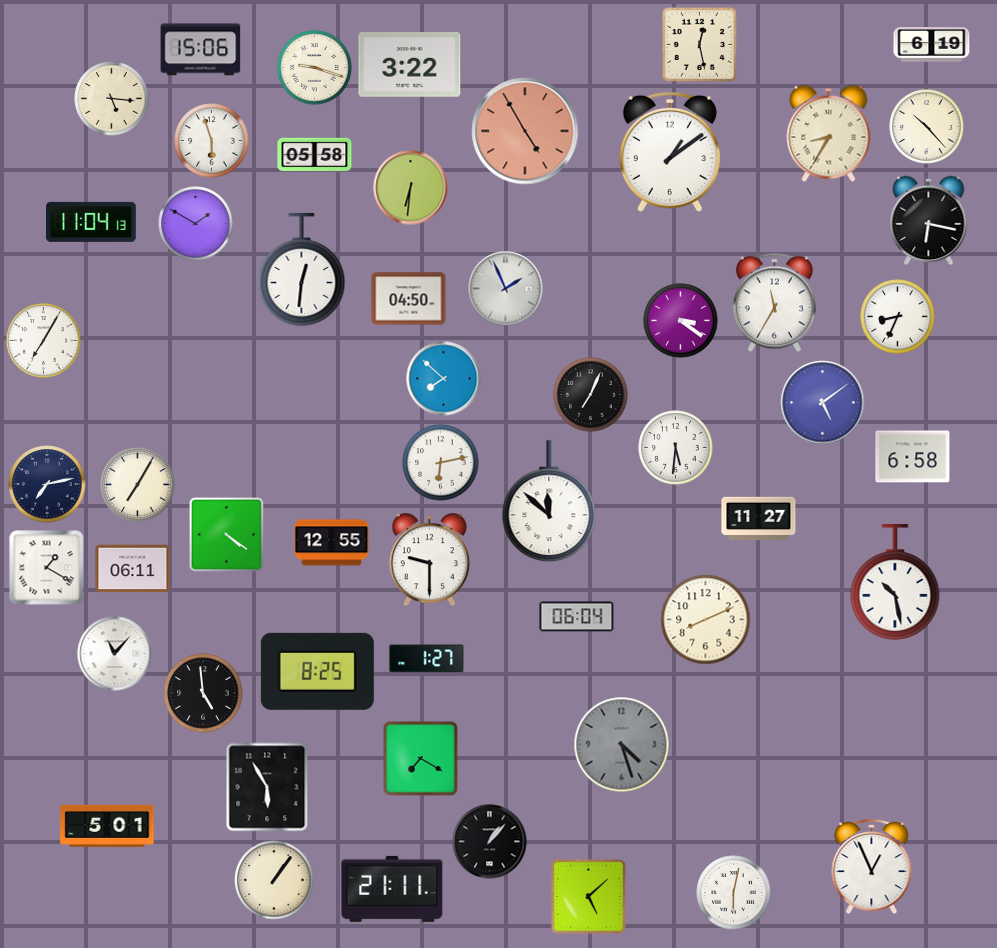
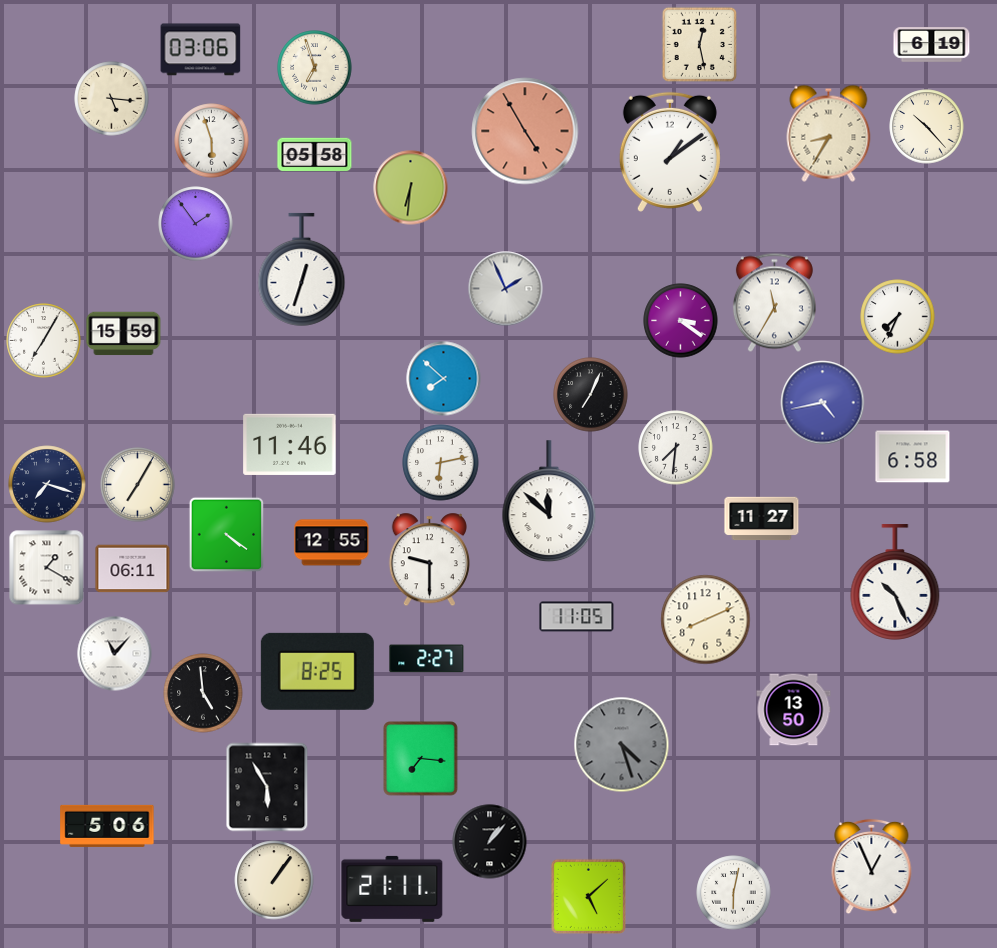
clock at (201, 50): 15:06 -> 03:06
clock at (410, 65): 3:22 -> none
clock at (315, 68): 9:18 -> 6:57
clock at (929, 220): 6:17 -> none
clock at (92, 222): 11:04 -> none
clock at (196, 224): 1:50 -> 1:54
clock at (302, 269): 12:31 -> 12:33
clock at (409, 299): 04:50 -> none
clock at (898, 317): 8:34 -> 7:34
clock at (124, 334): none -> 15:59
clock at (823, 403): 5:09 -> 4:43
clock at (290, 444): none -> 11:46
clock at (676, 448): 5:31 -> 7:31
clock at (47, 484): 7:13 -> 7:18
clock at (759, 519) position: (759, 519) -> (762, 519)
clock at (895, 582): 10:28 -> 10:26
clock at (577, 617): 06:04 -> 11:05
clock at (427, 659): 1:27 -> 2:27
clock at (794, 710): none -> 13:50
clock at (421, 759): 7:20 -> 7:16
clock at (107, 826): 5:01 -> 5:06
